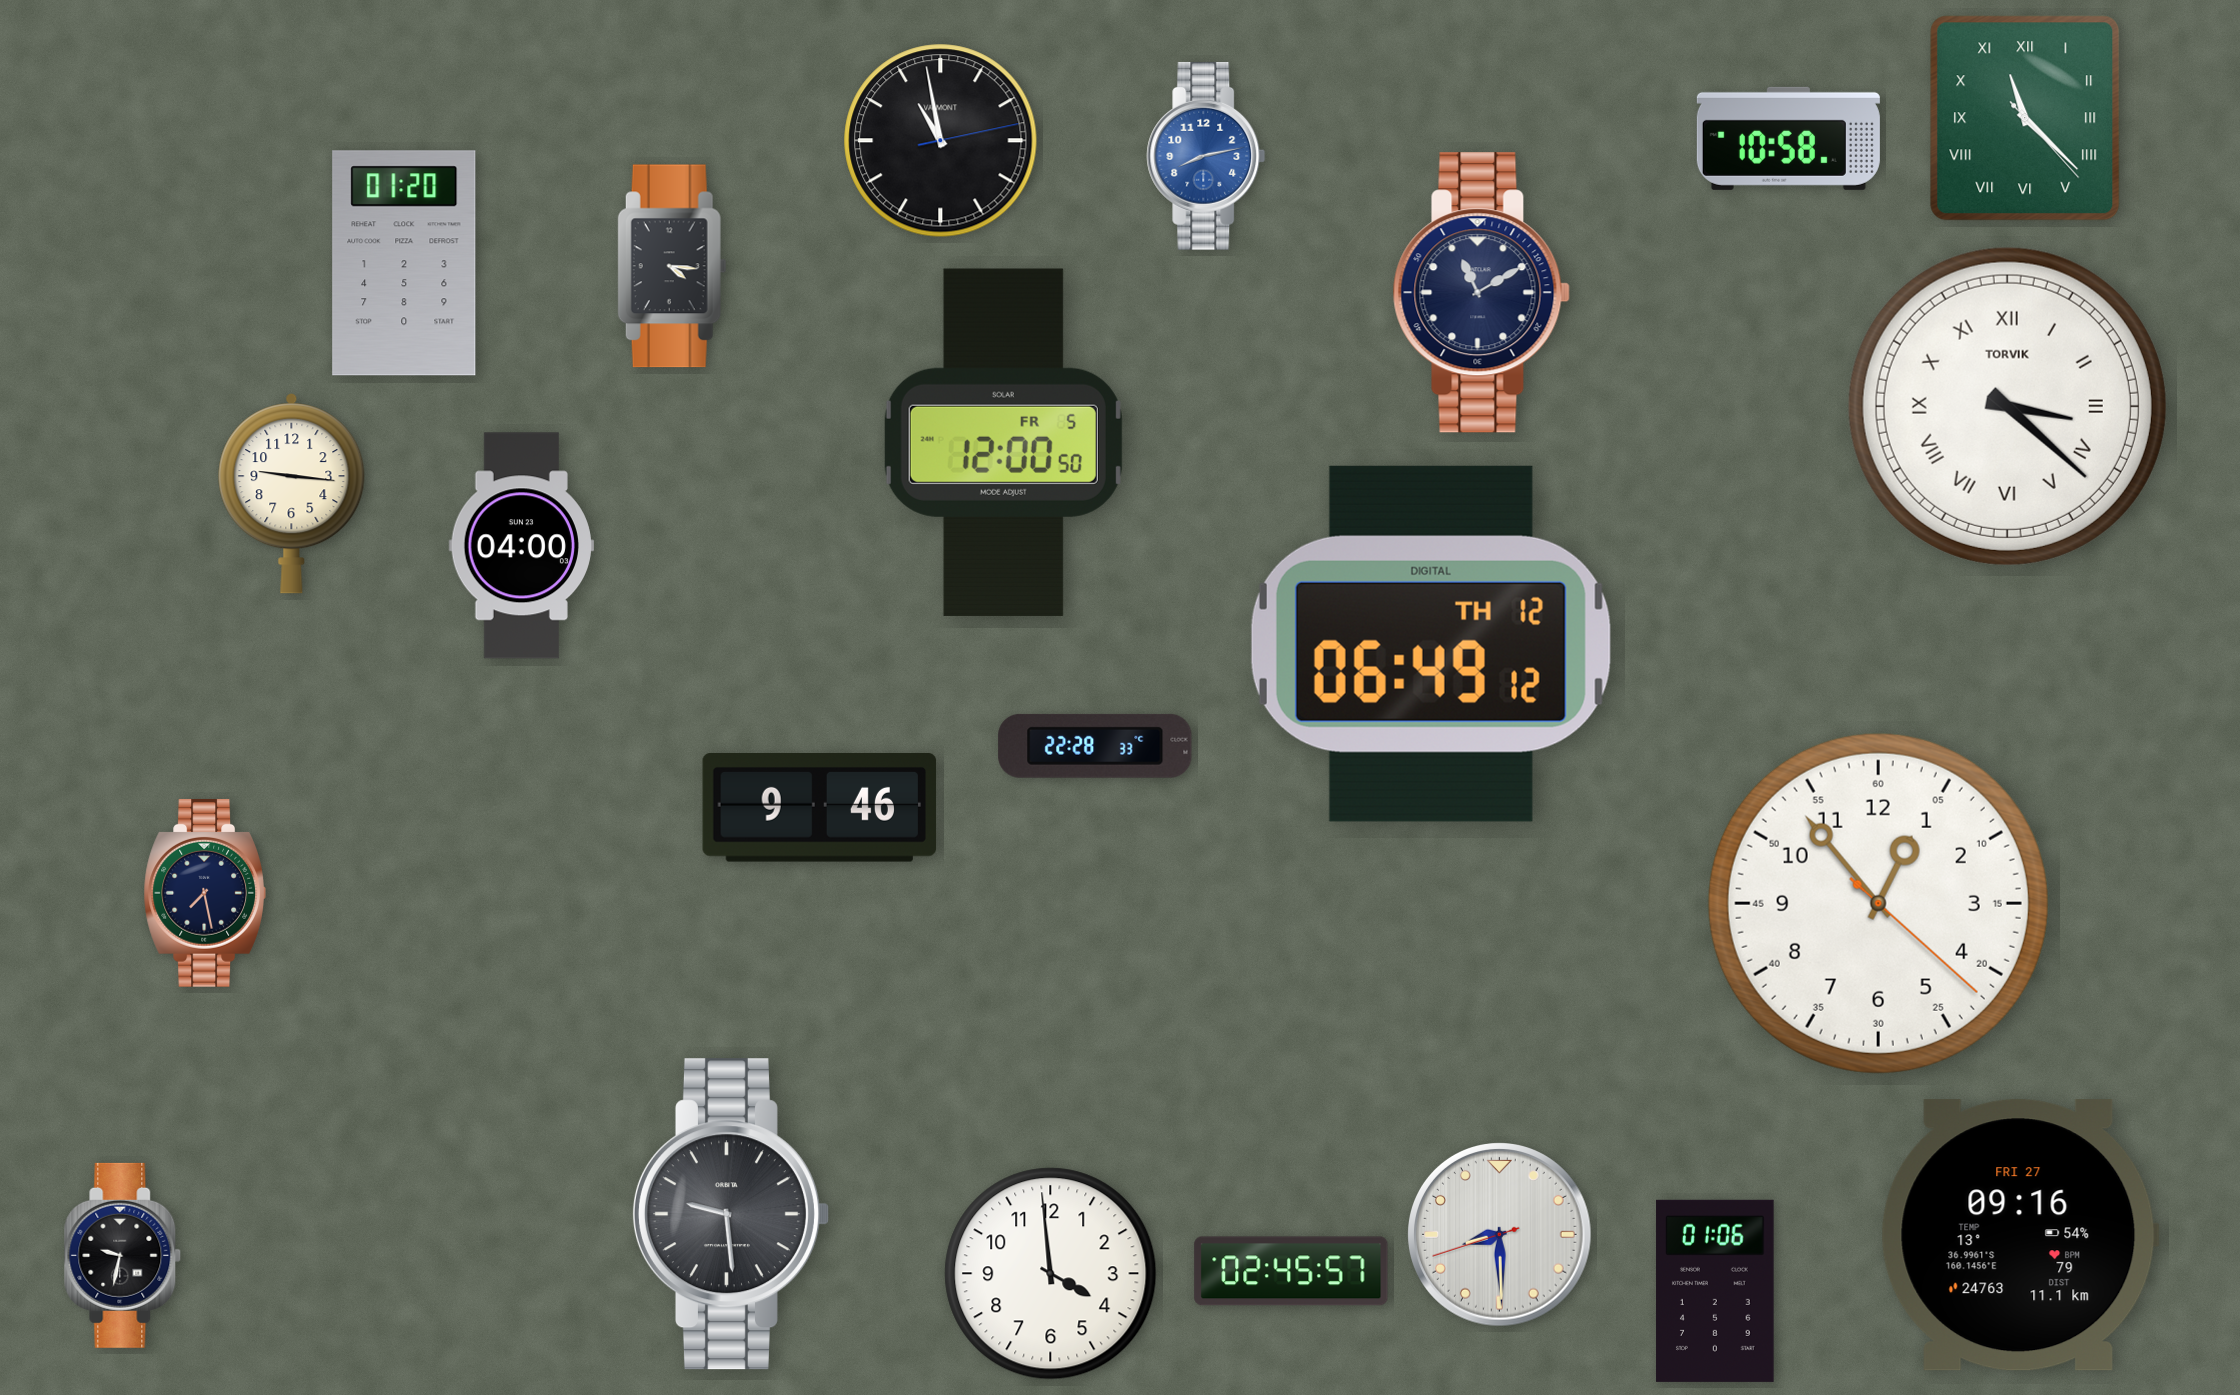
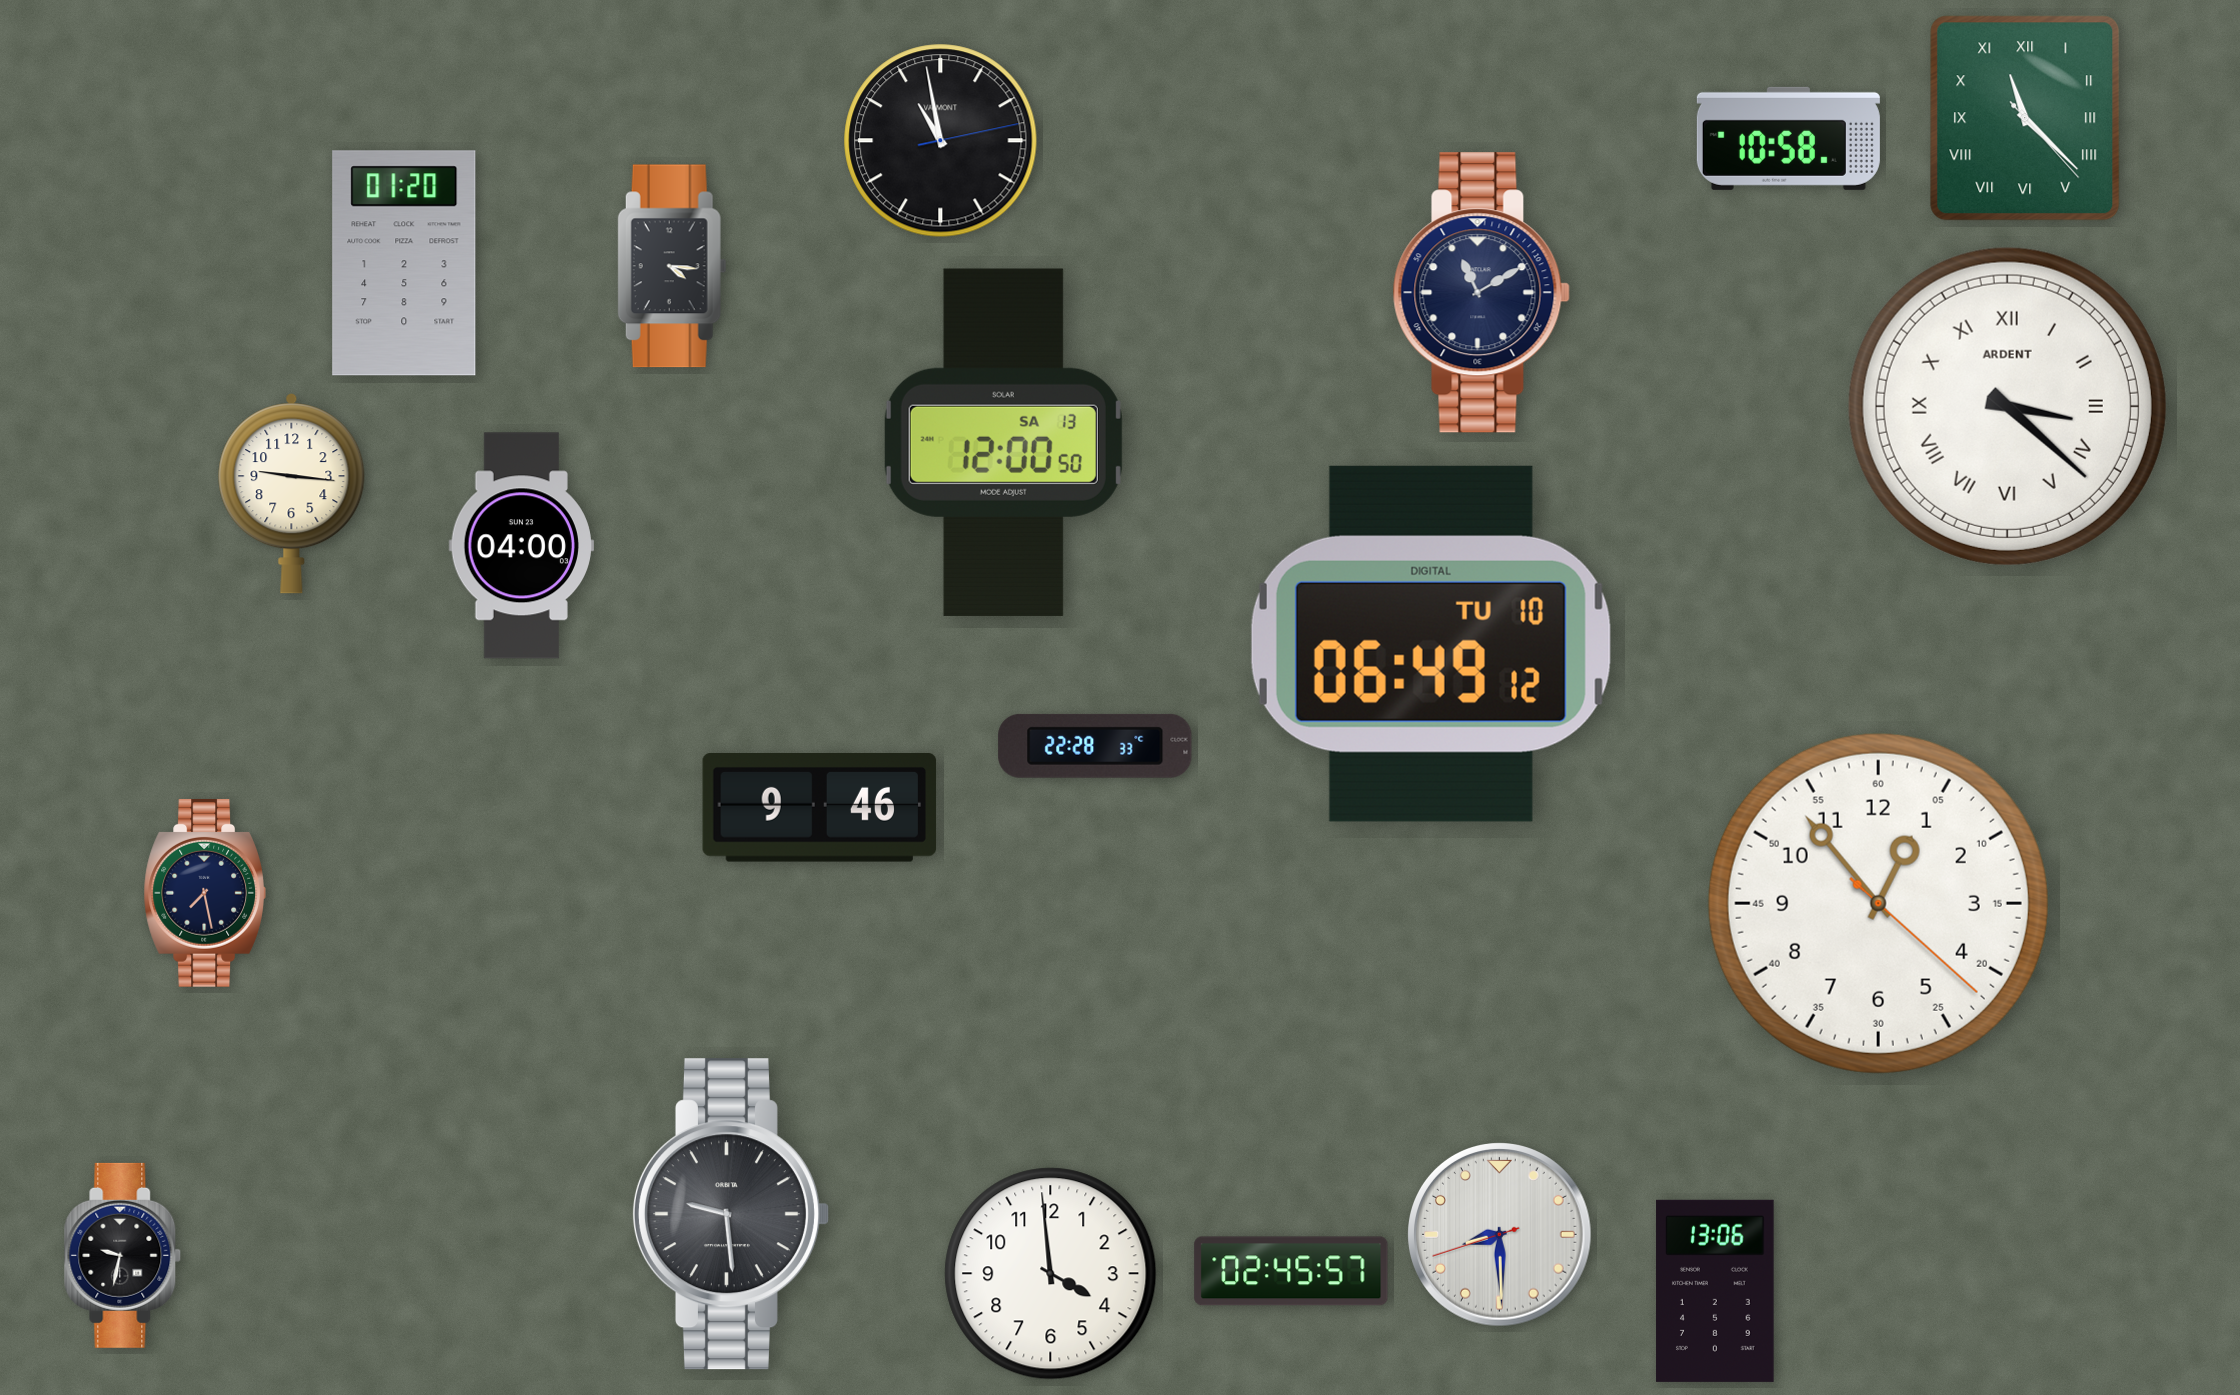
clock at (1206, 156): 8:13 -> none
clock at (2007, 406) brand: TORVIK -> ARDENT
clock at (1003, 442) date: FR 5 -> SA 13
clock at (1431, 644) date: TH 12 -> TU 10
clock at (2020, 1235): 09:16 -> none
clock at (1715, 1291): 01:06 -> 13:06
